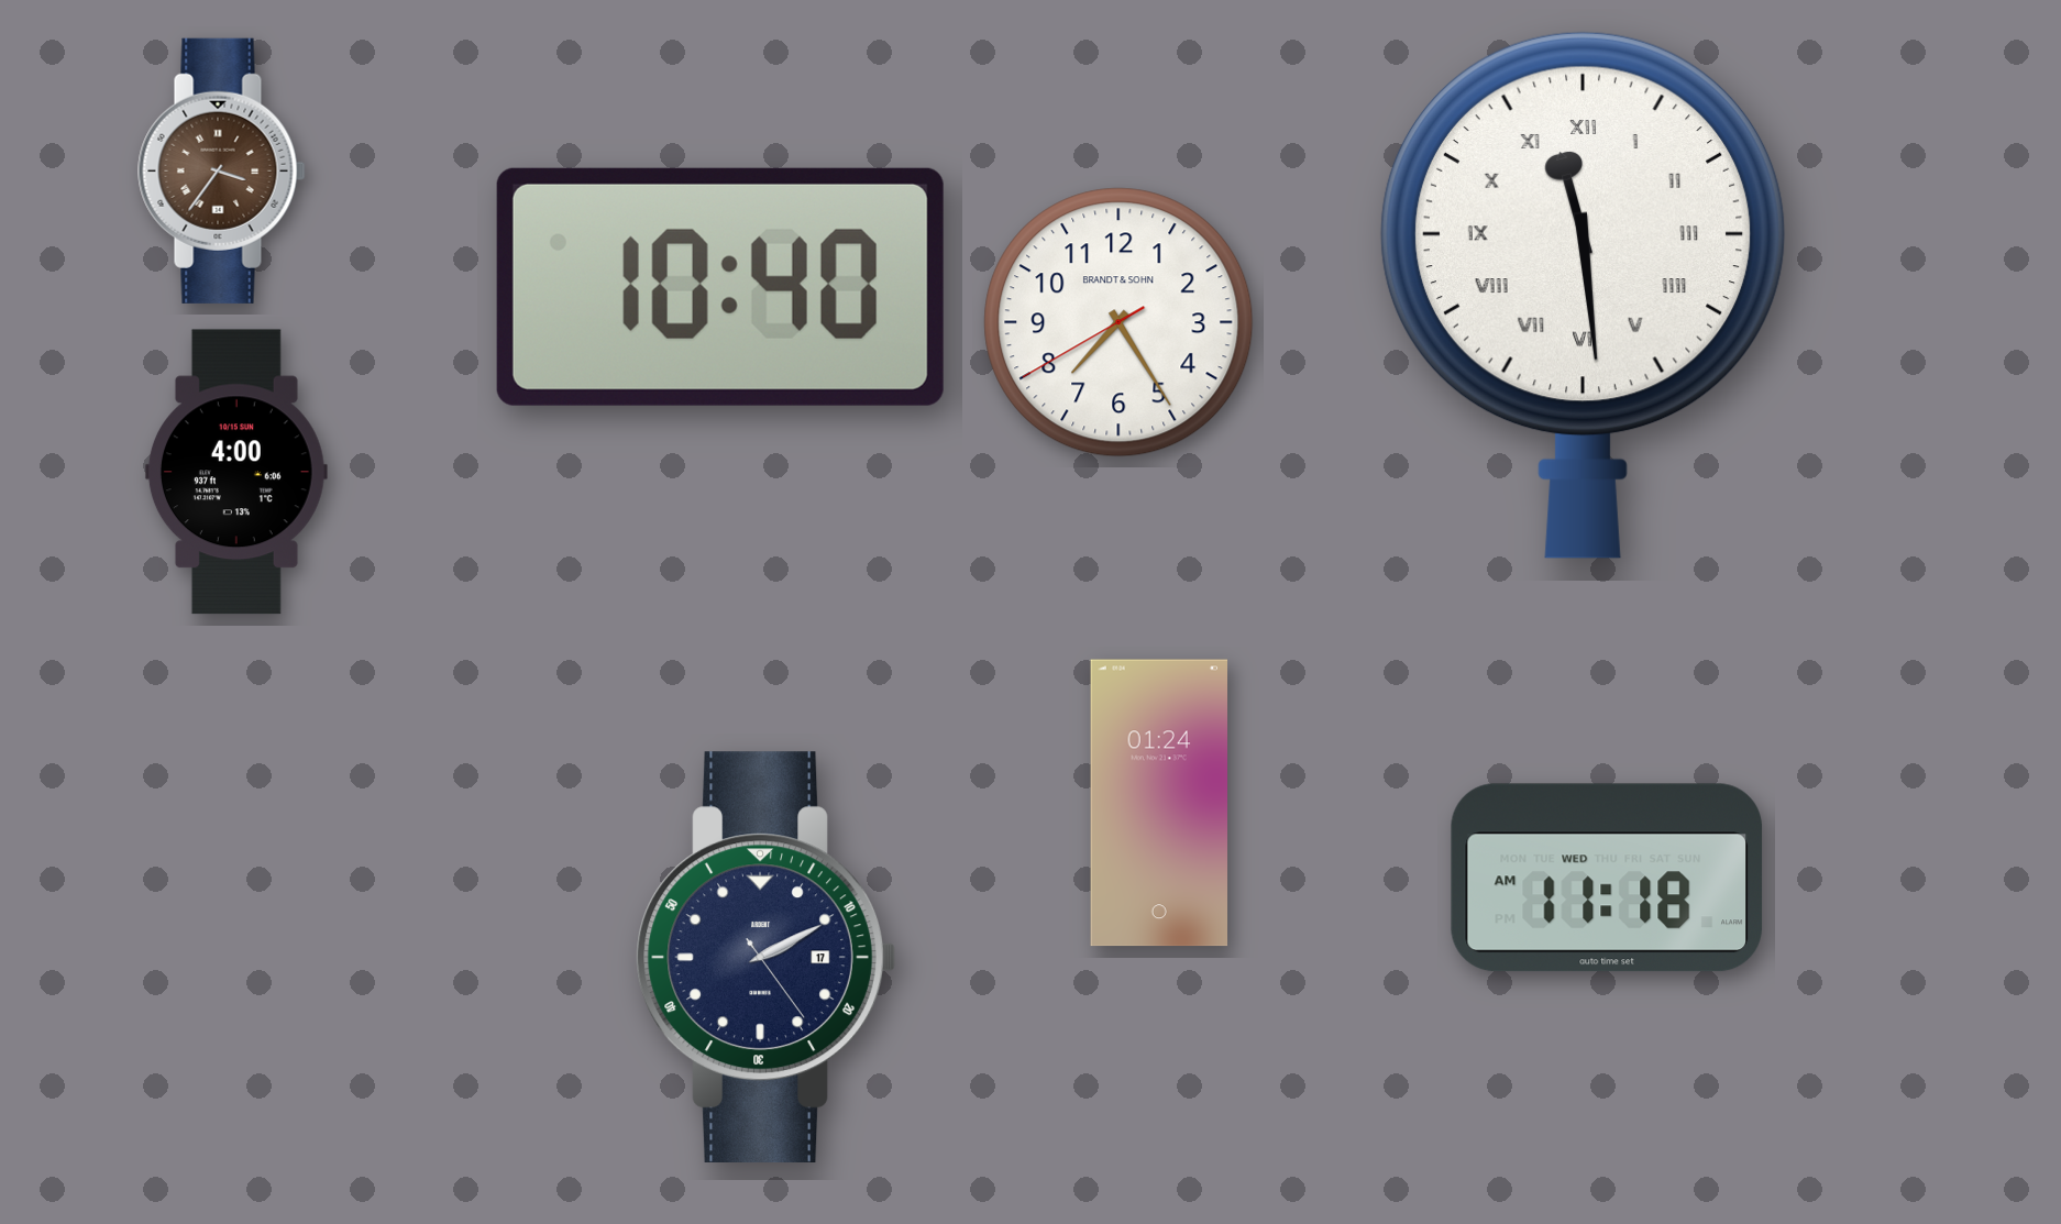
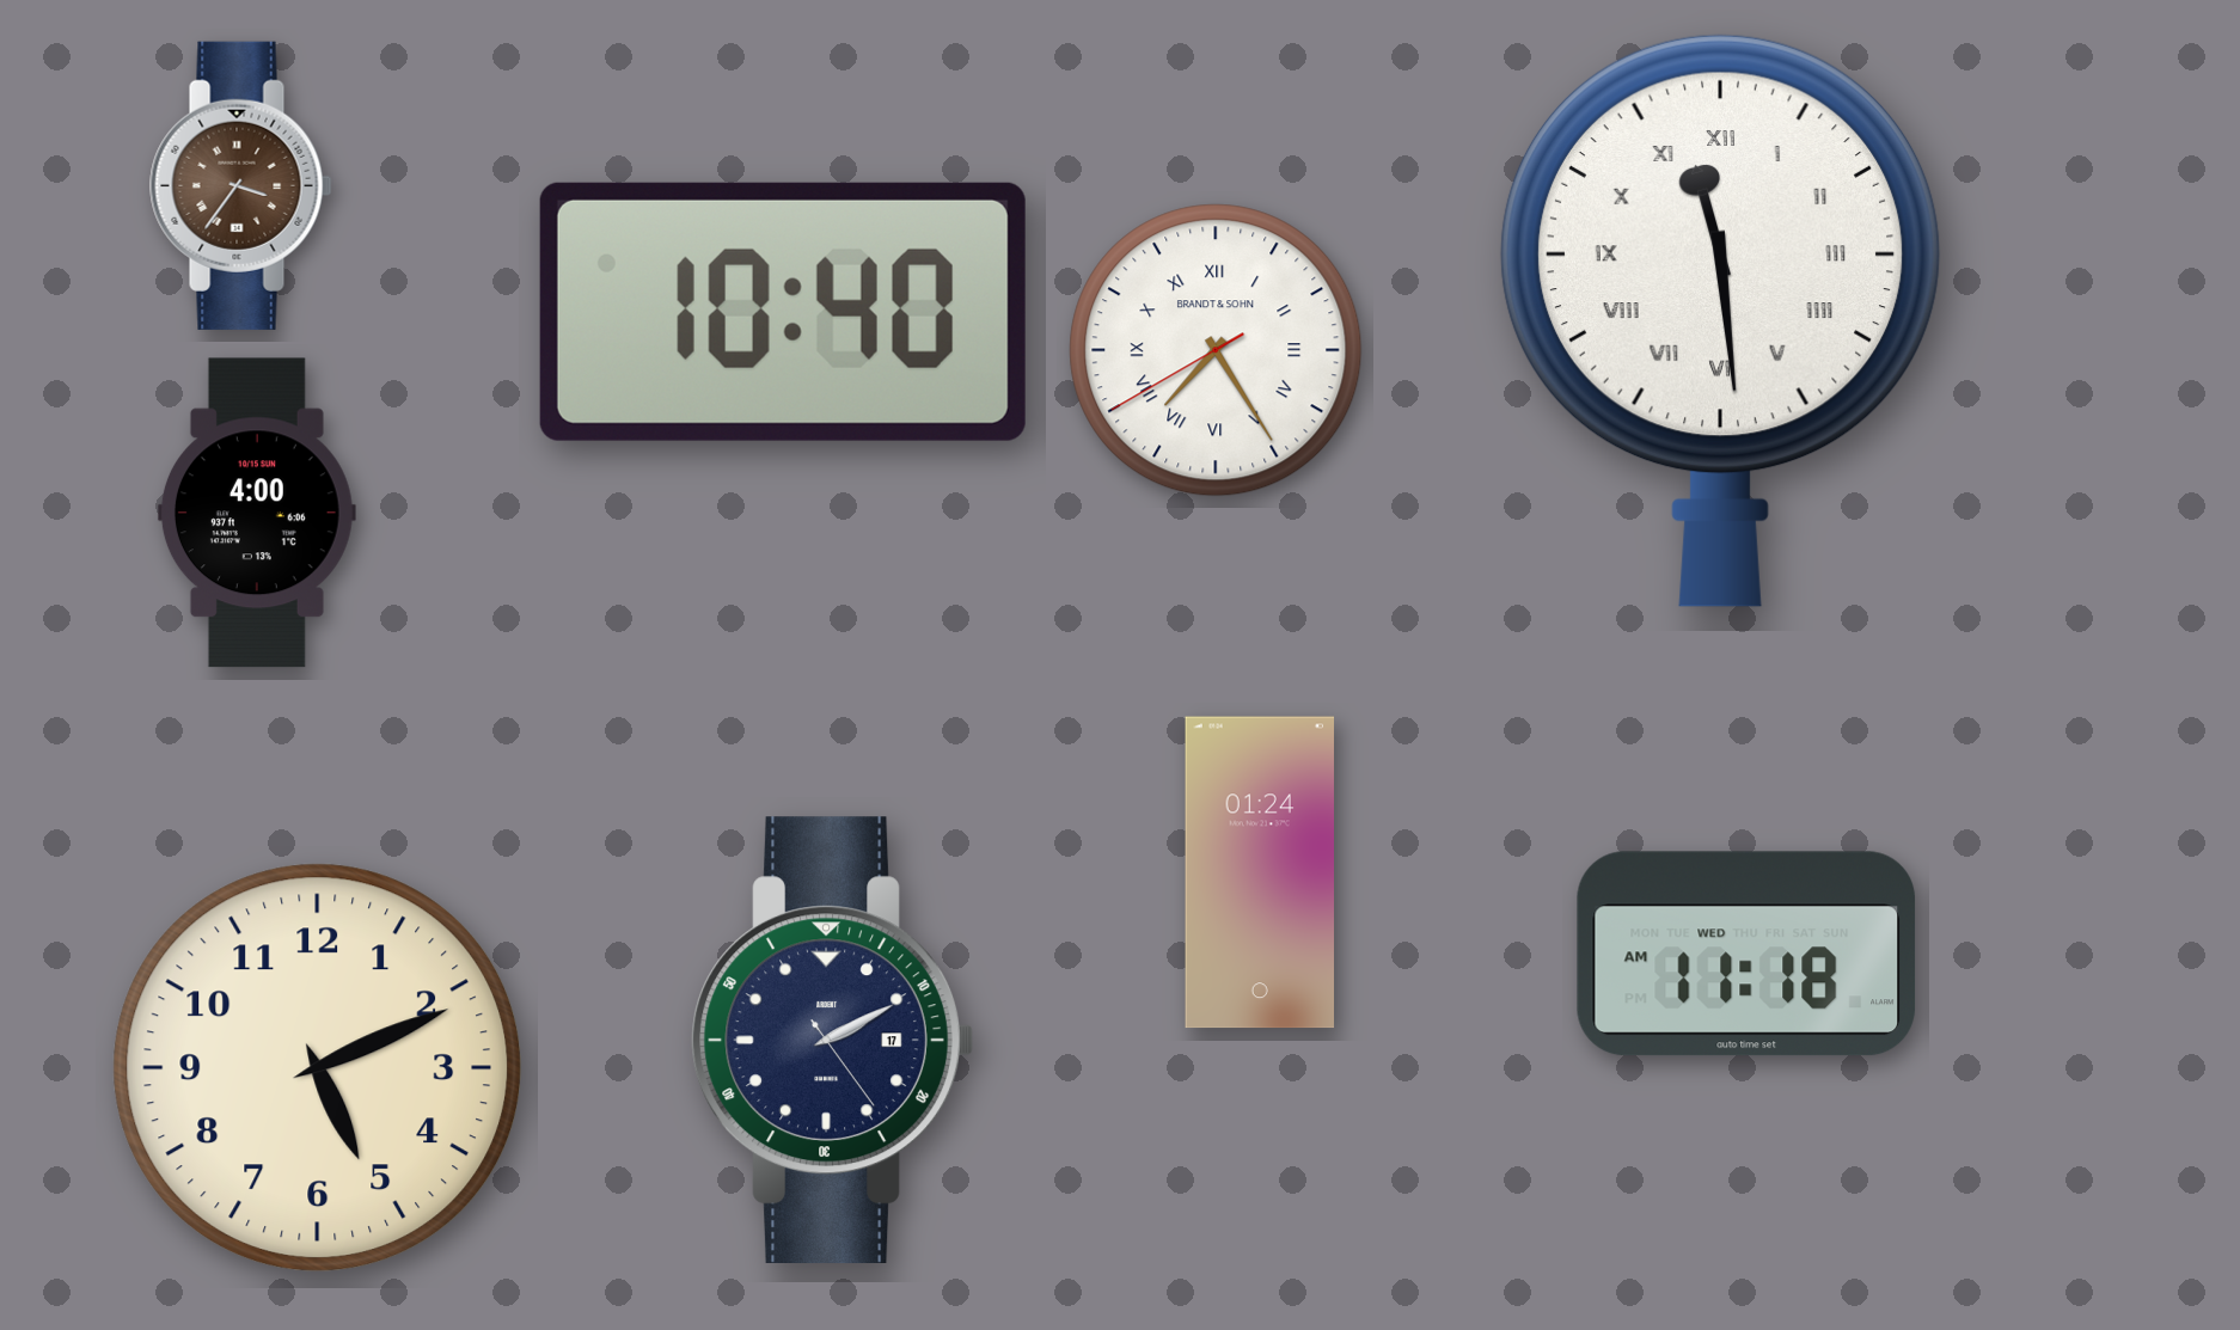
clock at (1118, 322) numerals: Arabic -> Roman
clock at (318, 1068): none -> 5:11
